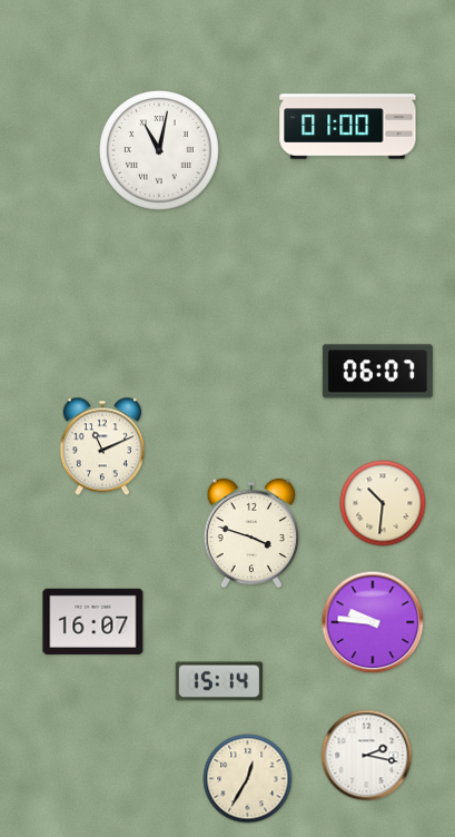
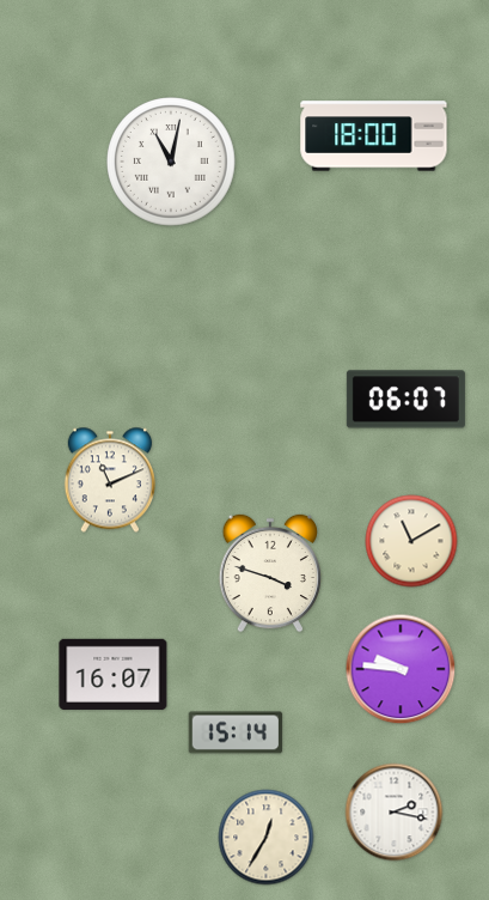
clock at (348, 127): 01:00 -> 18:00
clock at (383, 503): 10:31 -> 11:10
clock at (93, 621) position: (93, 621) -> (114, 674)
